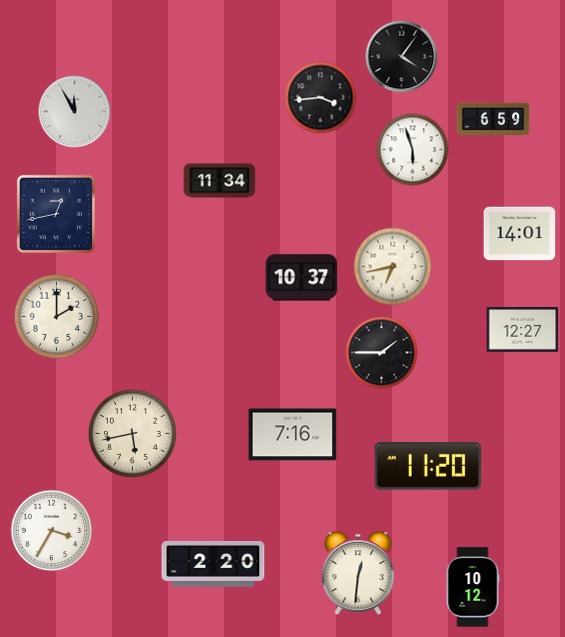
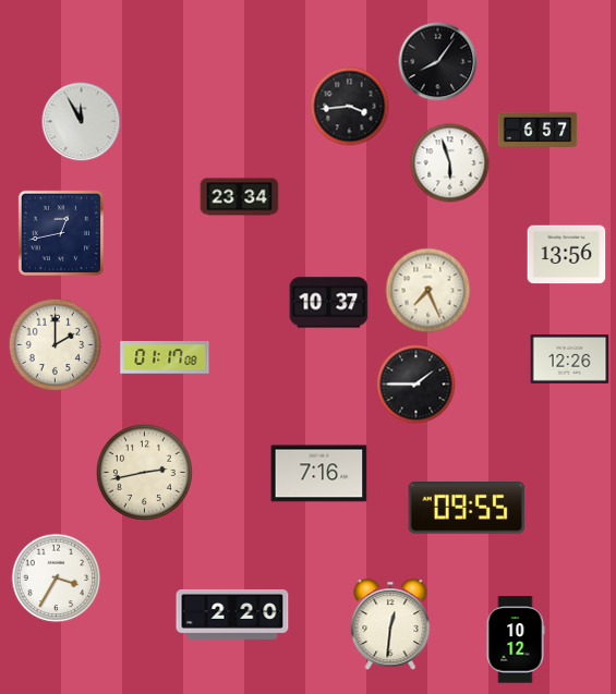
clock at (402, 57): 4:06 -> 8:06
clock at (493, 119): 6:59 -> 6:57
clock at (220, 181): 11:34 -> 23:34
clock at (520, 234): 14:01 -> 13:56
clock at (393, 267): 6:43 -> 7:26
clock at (57, 317) position: (57, 317) -> (56, 345)
clock at (165, 357): none -> 01:17
clock at (523, 330): 12:27 -> 12:26
clock at (132, 433): 5:43 -> 2:43
clock at (428, 467): 11:20 -> 09:55
